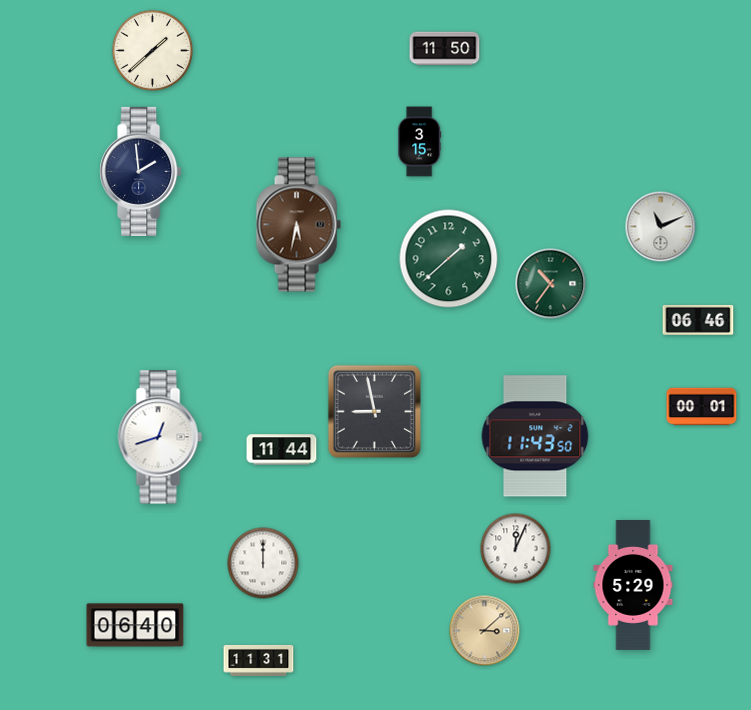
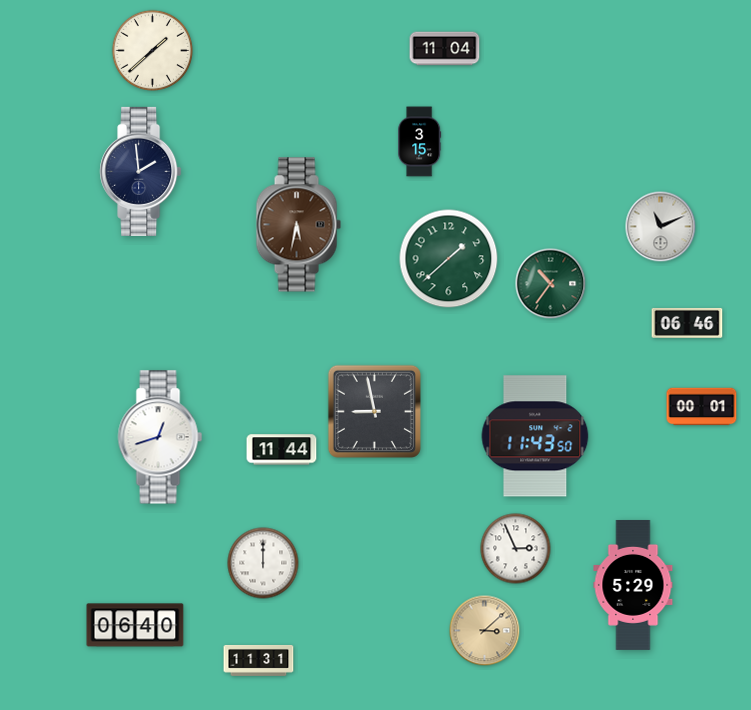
clock at (445, 49): 11:50 -> 11:04
clock at (698, 320) position: (698, 320) -> (687, 323)
clock at (516, 549): 12:04 -> 2:56
